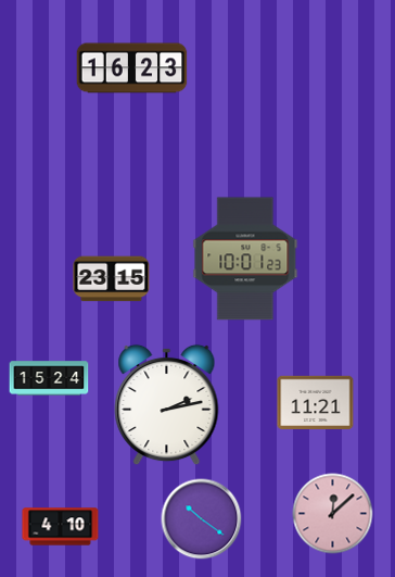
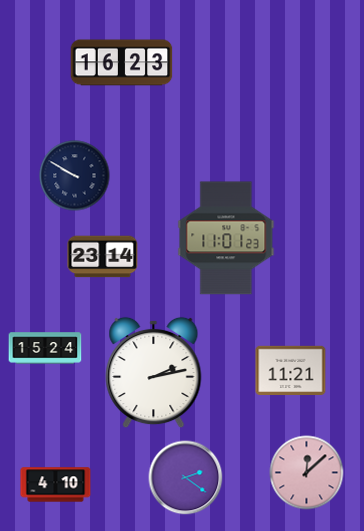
clock at (75, 176): none -> 9:50
clock at (245, 259): 10:01 -> 11:01
clock at (112, 279): 23:15 -> 23:14
clock at (202, 519): 10:21 -> 2:21
